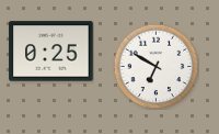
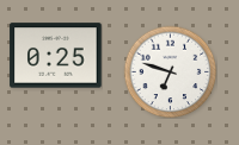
clock at (155, 66): 6:50 -> 6:48
